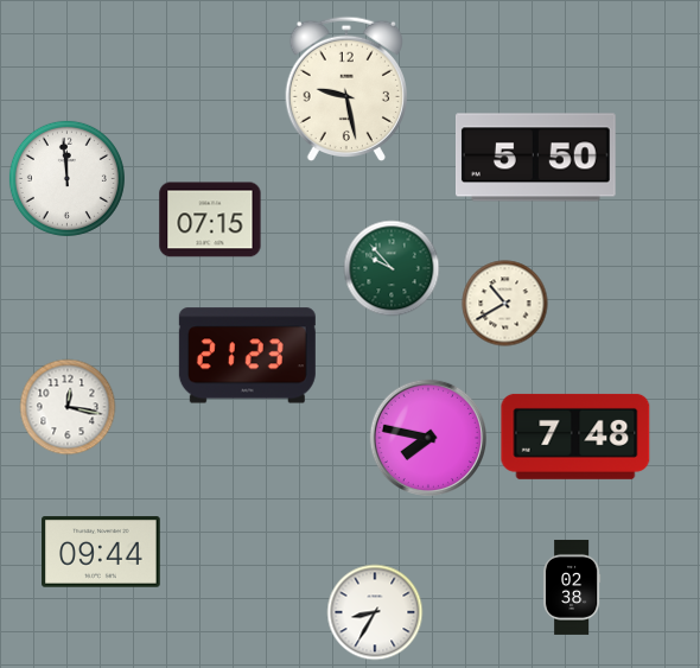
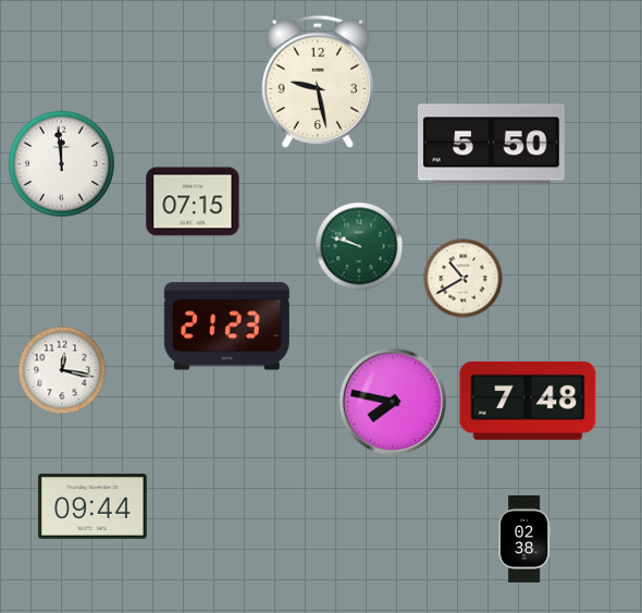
clock at (392, 268): 9:53 -> 9:48
clock at (68, 407) position: (68, 407) -> (62, 370)
clock at (375, 612): 8:35 -> none
